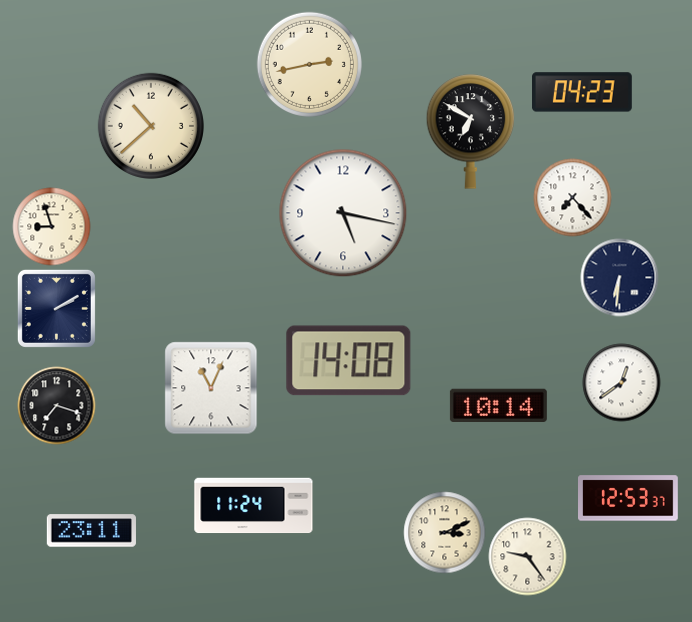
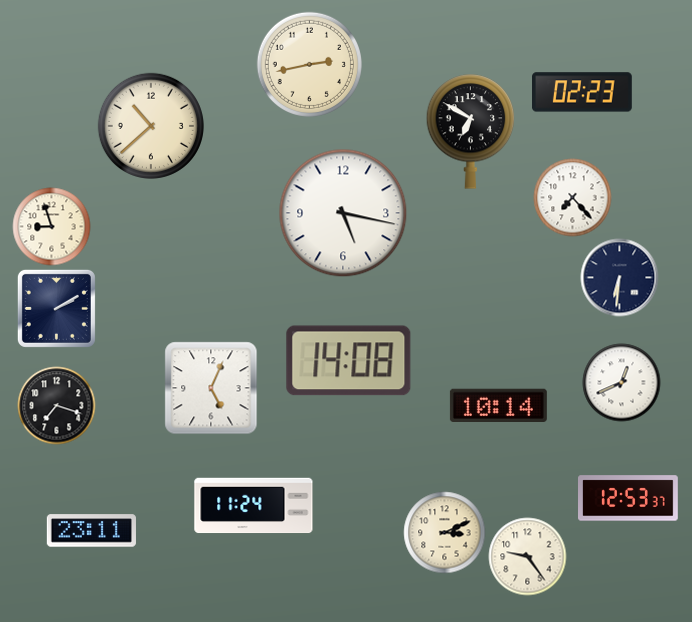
clock at (583, 92): 04:23 -> 02:23
clock at (621, 382): 12:39 -> 12:41
clock at (211, 388): 11:04 -> 5:04
